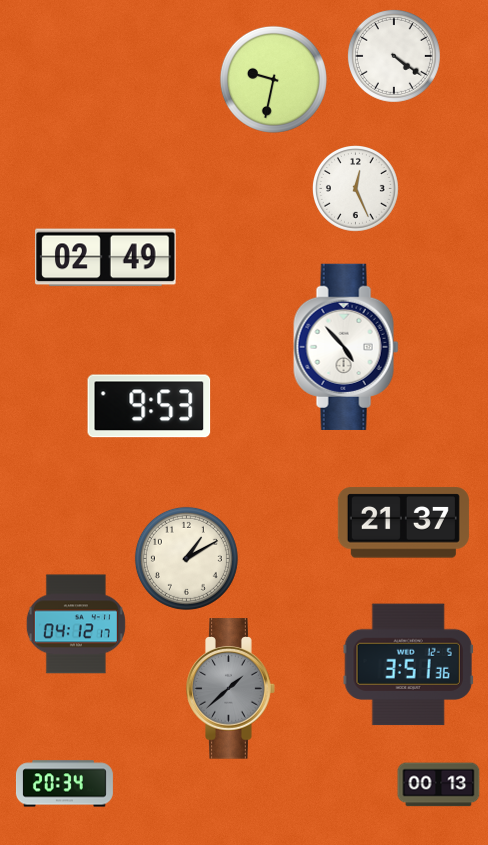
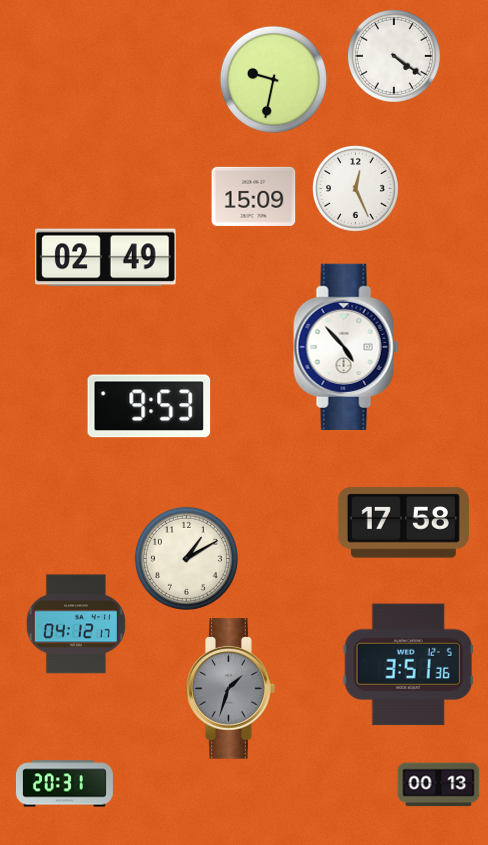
clock at (254, 196): none -> 15:09
clock at (403, 523): 21:37 -> 17:58
clock at (231, 689): 1:38 -> 1:33
clock at (64, 784): 20:34 -> 20:31
